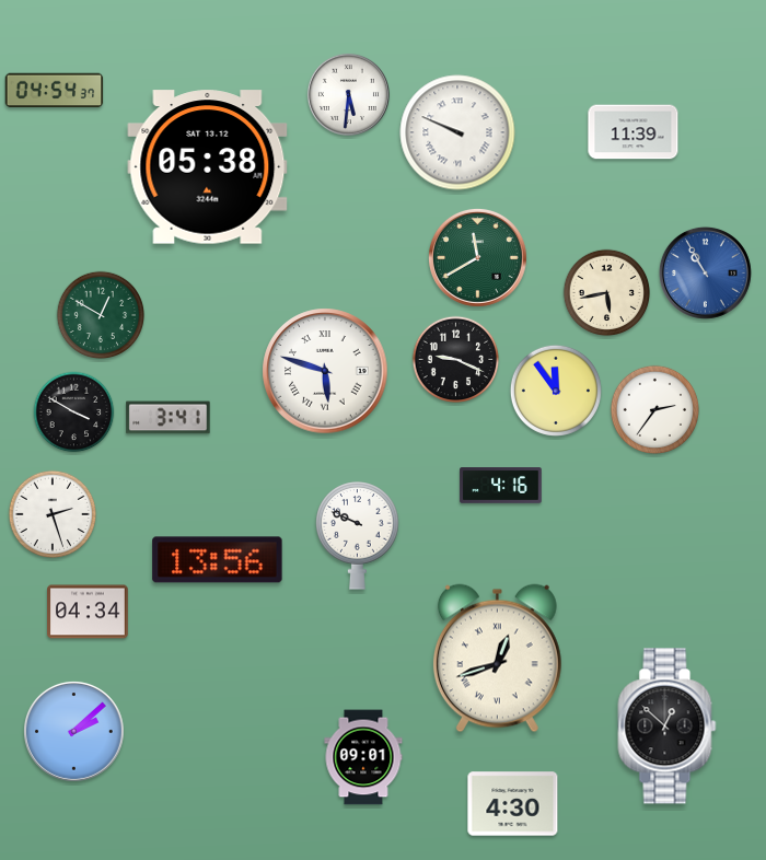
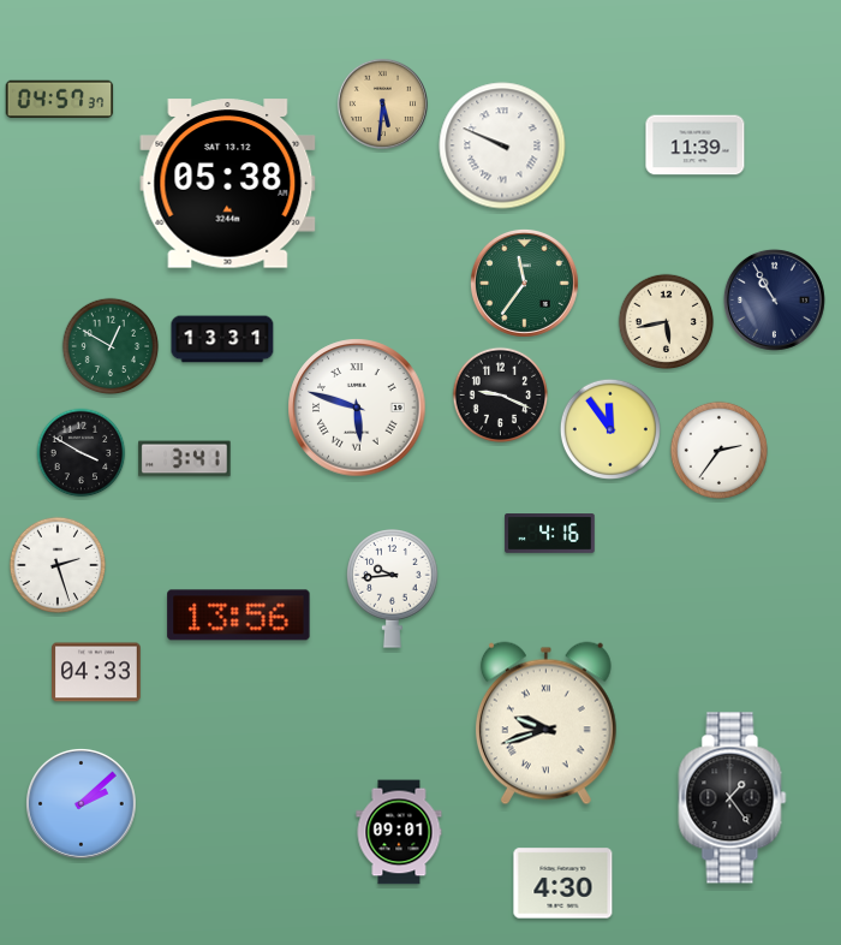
clock at (55, 91): 04:54 -> 04:57
clock at (348, 94) dial: white -> champagne
clock at (477, 257): 11:40 -> 11:36
clock at (705, 272) dial: blue -> navy
clock at (222, 339): none -> 13:31
clock at (358, 536): 9:49 -> 9:44
clock at (89, 612): 04:34 -> 04:33
clock at (497, 659): 12:42 -> 9:42
clock at (668, 727): 12:52 -> 1:24
